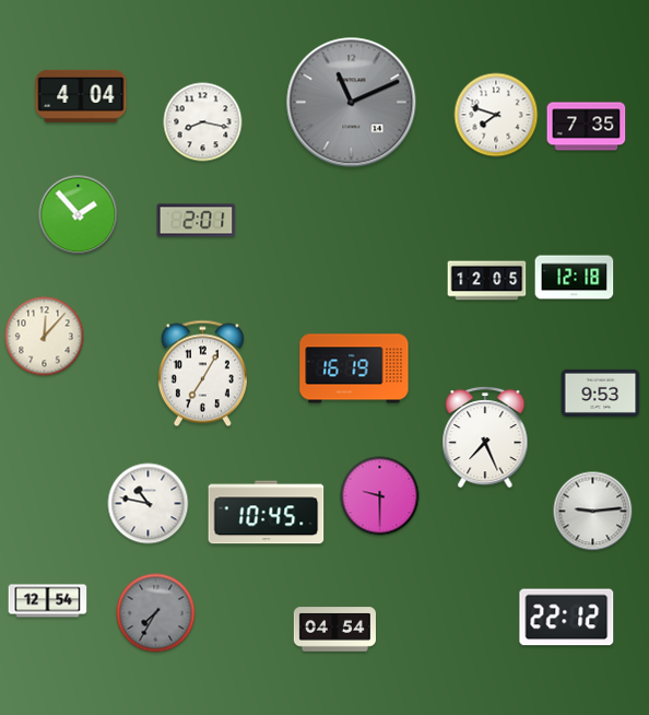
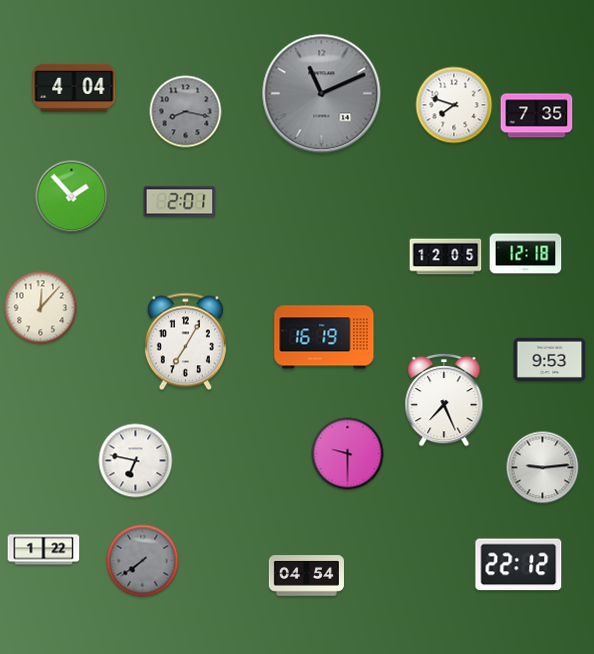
clock at (203, 122) dial: white -> grey
clock at (149, 504): 10:47 -> 6:47
clock at (267, 513): 10:45 -> none
clock at (48, 601): 12:54 -> 1:22
clock at (156, 613): 7:35 -> 7:39
